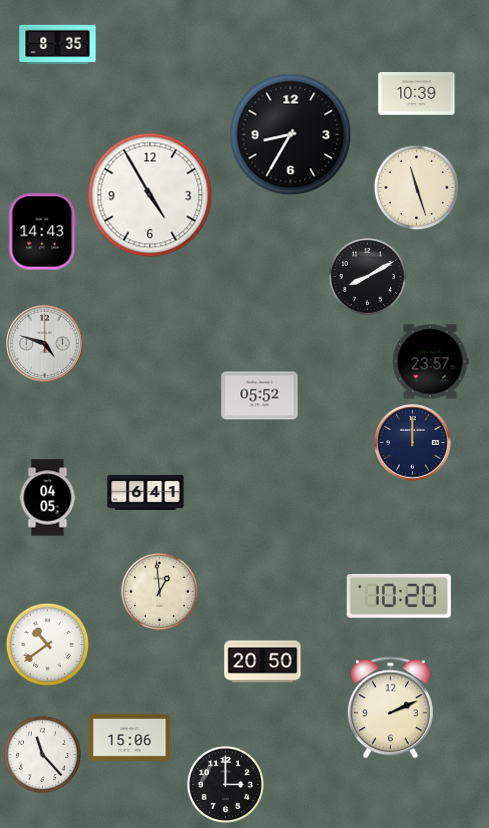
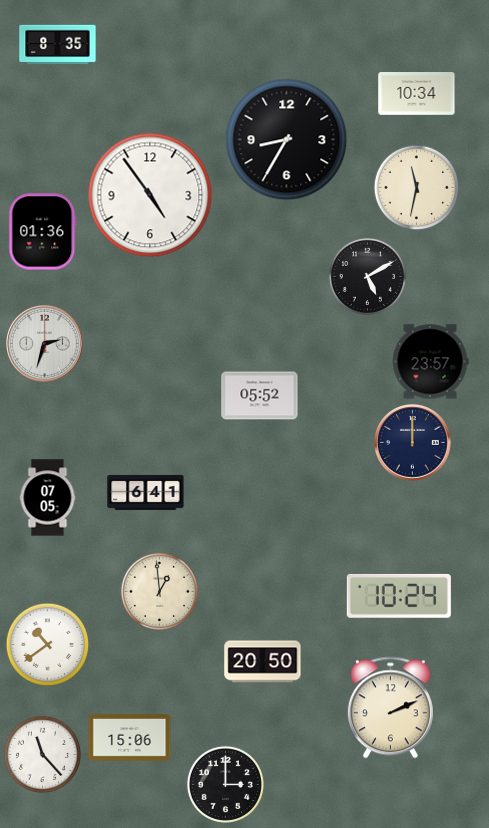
clock at (417, 94): 10:39 -> 10:34
clock at (291, 135) position: (291, 135) -> (287, 140)
clock at (416, 187): 11:27 -> 11:32
clock at (150, 195): 4:55 -> 4:54
clock at (43, 232): 14:43 -> 01:36
clock at (367, 276): 8:10 -> 5:10
clock at (45, 344): 4:48 -> 2:33
clock at (48, 498): 04:05 -> 07:05
clock at (399, 596): 10:20 -> 10:24
